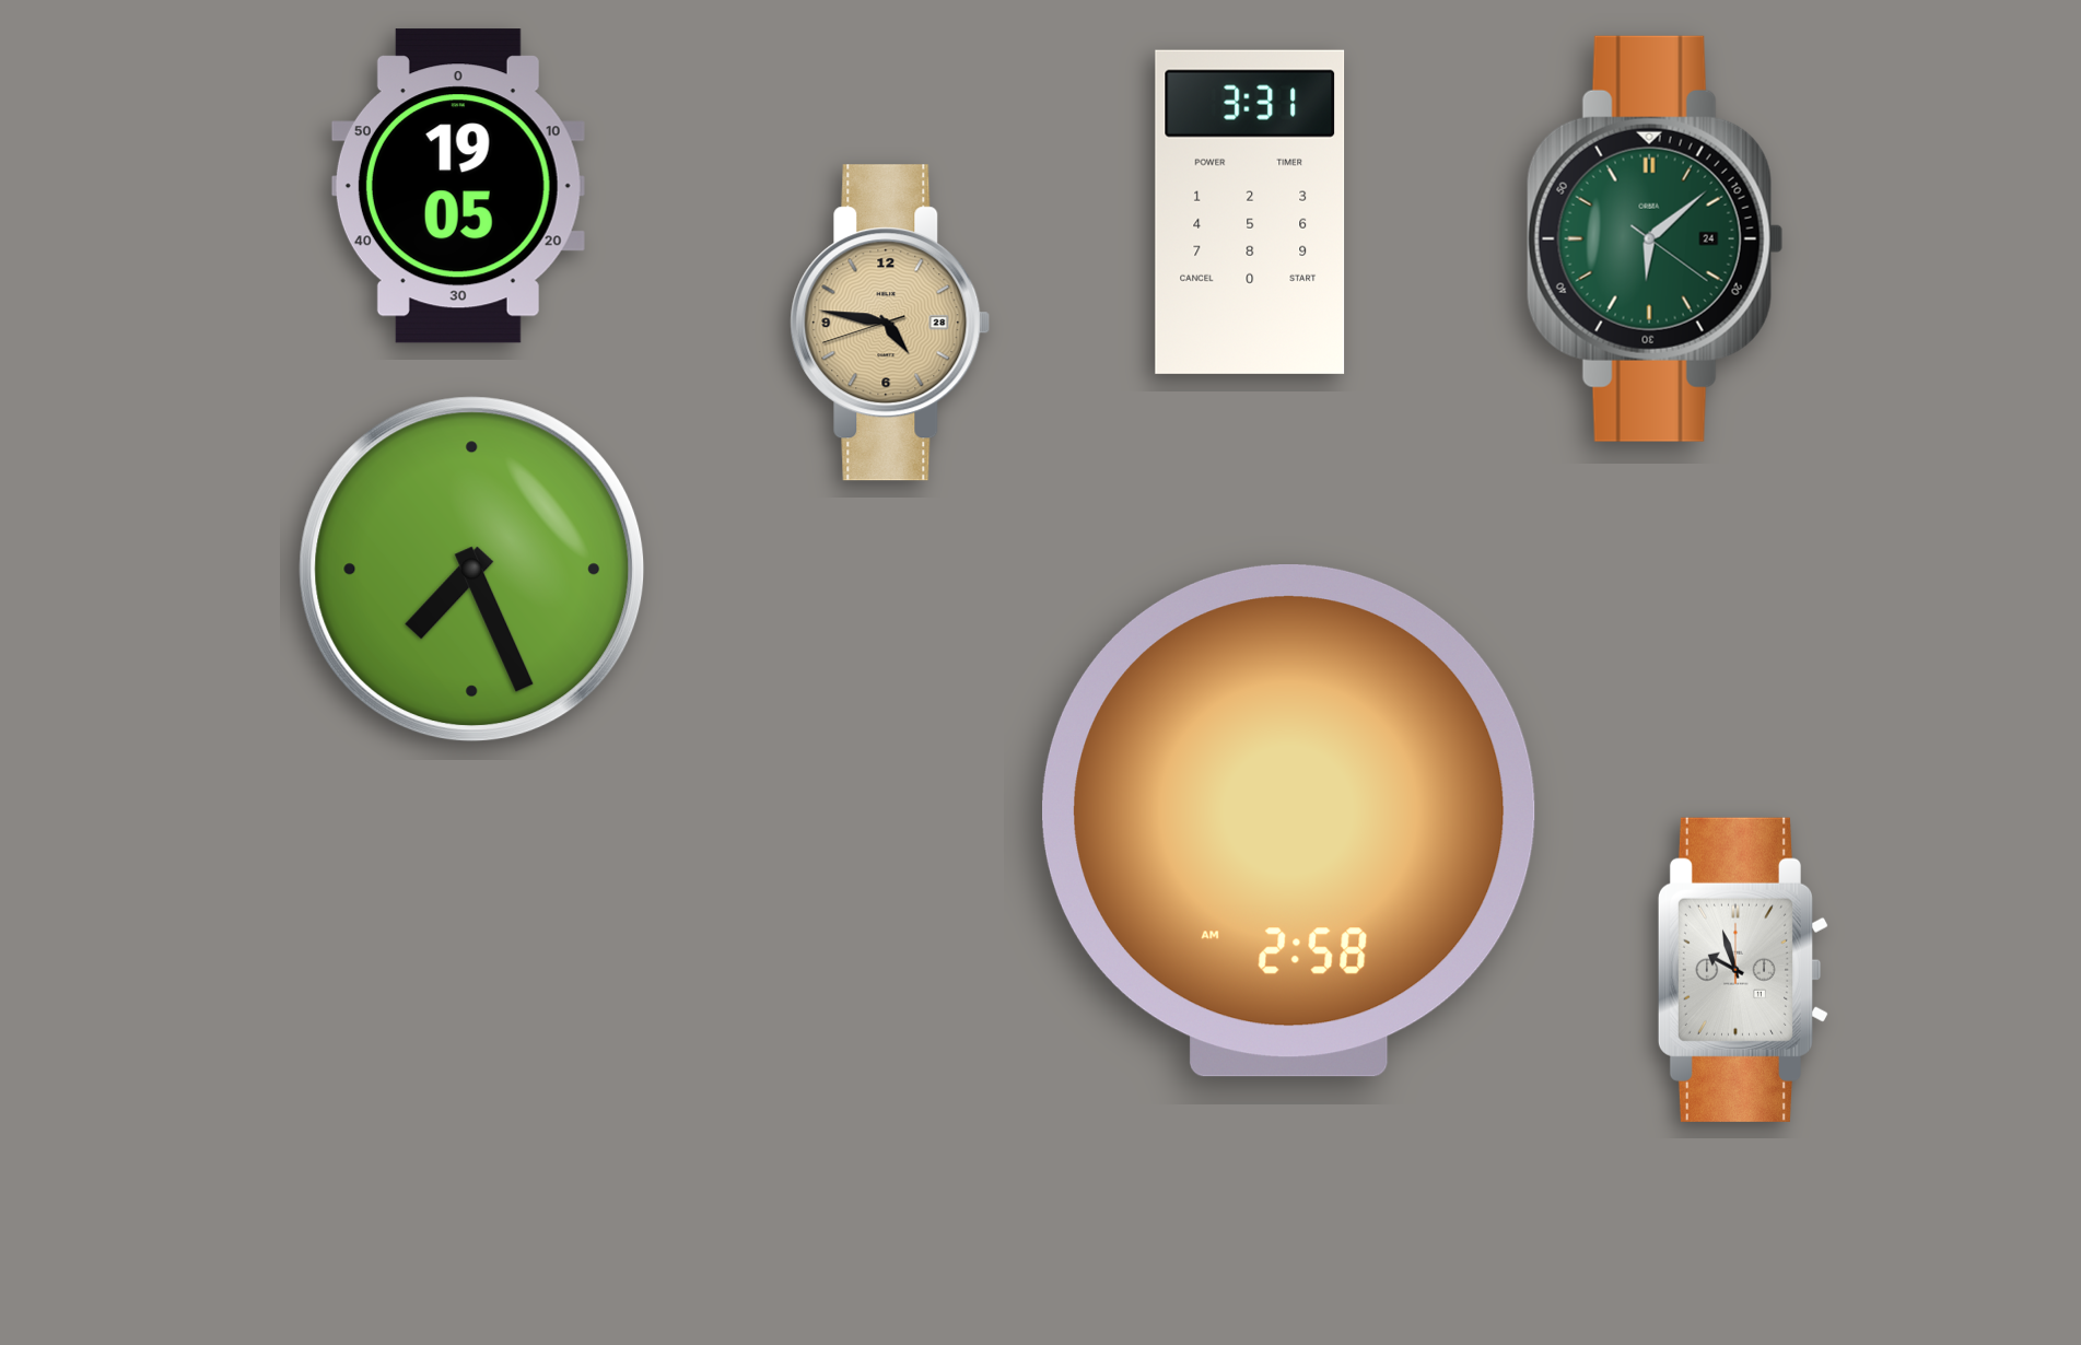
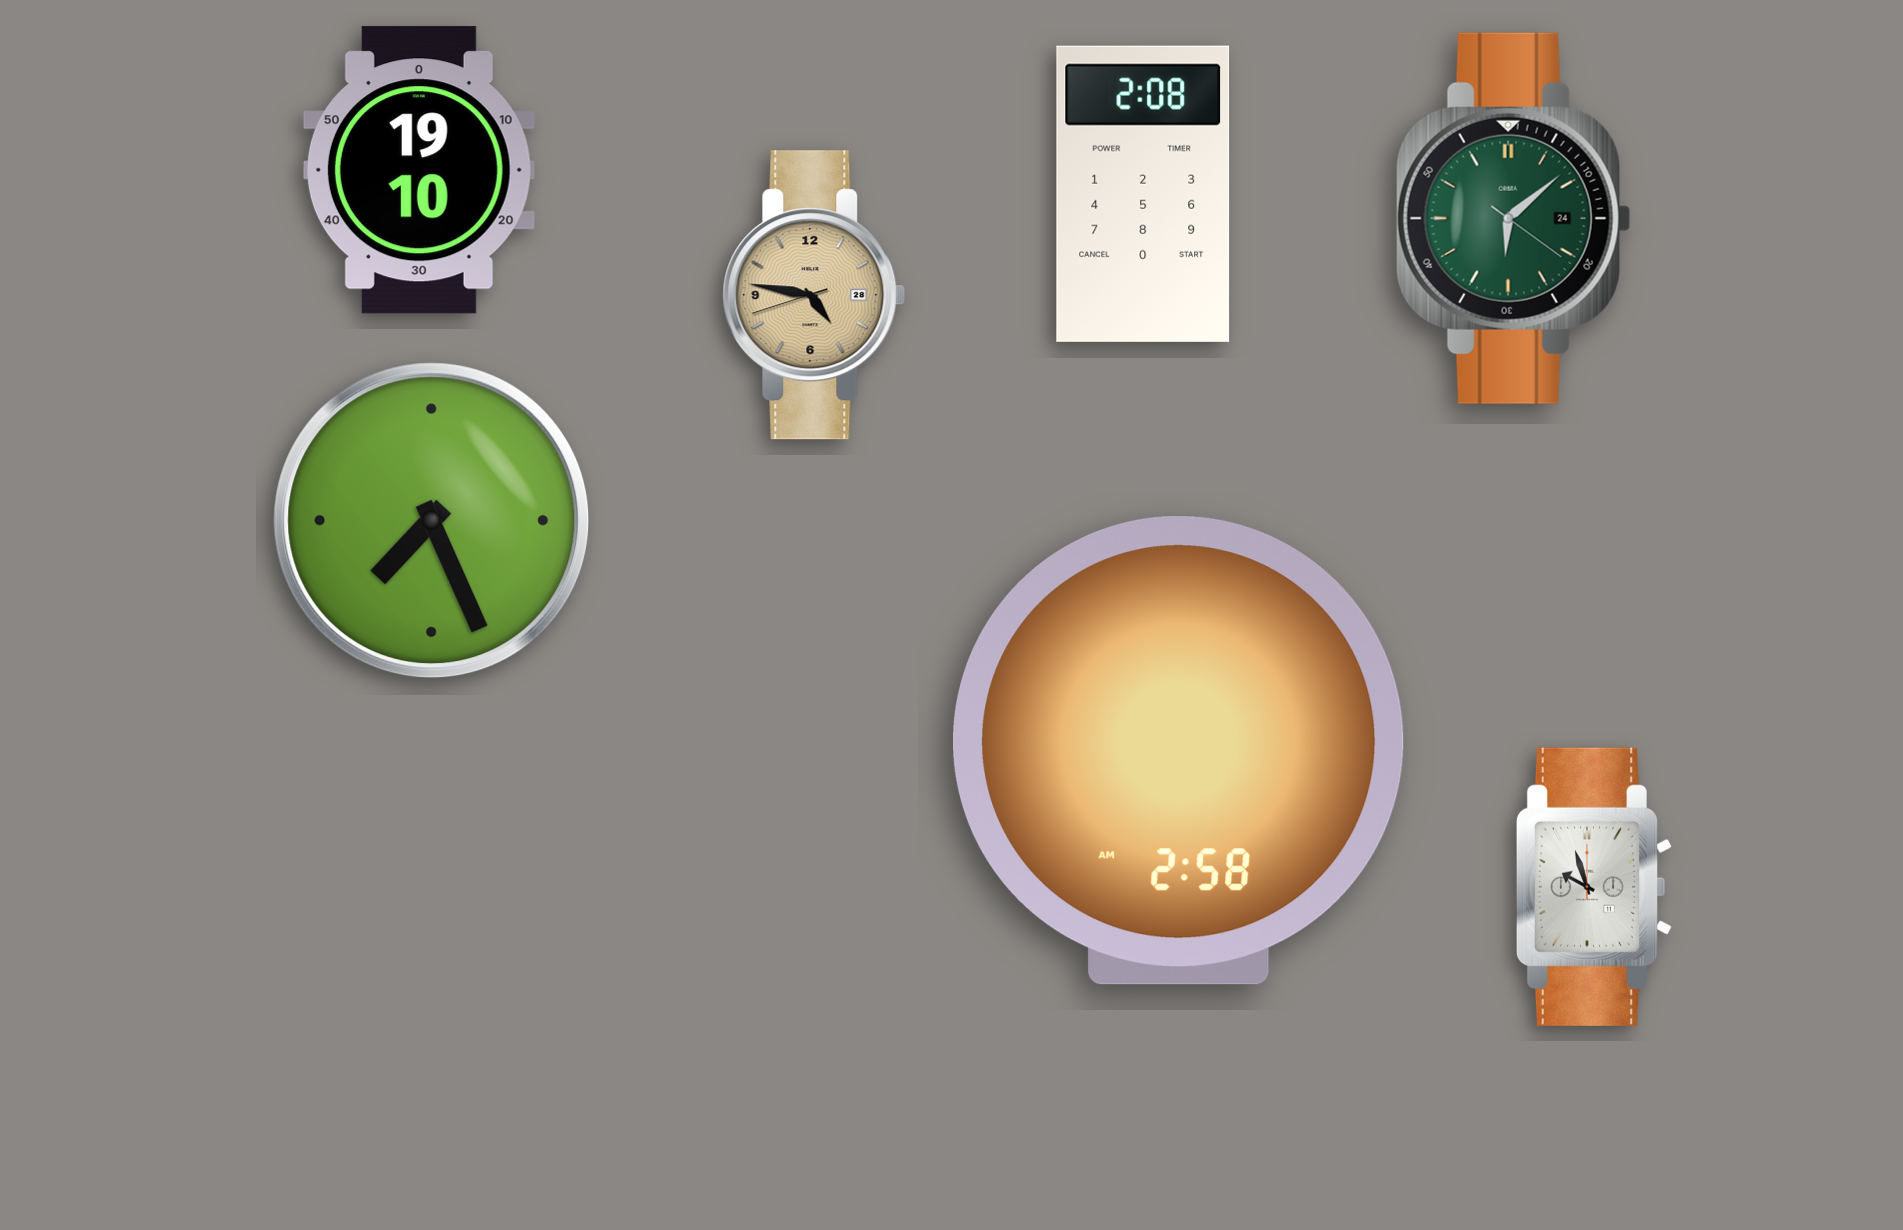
clock at (458, 186): 19:05 -> 19:10
clock at (1250, 212): 3:31 -> 2:08
